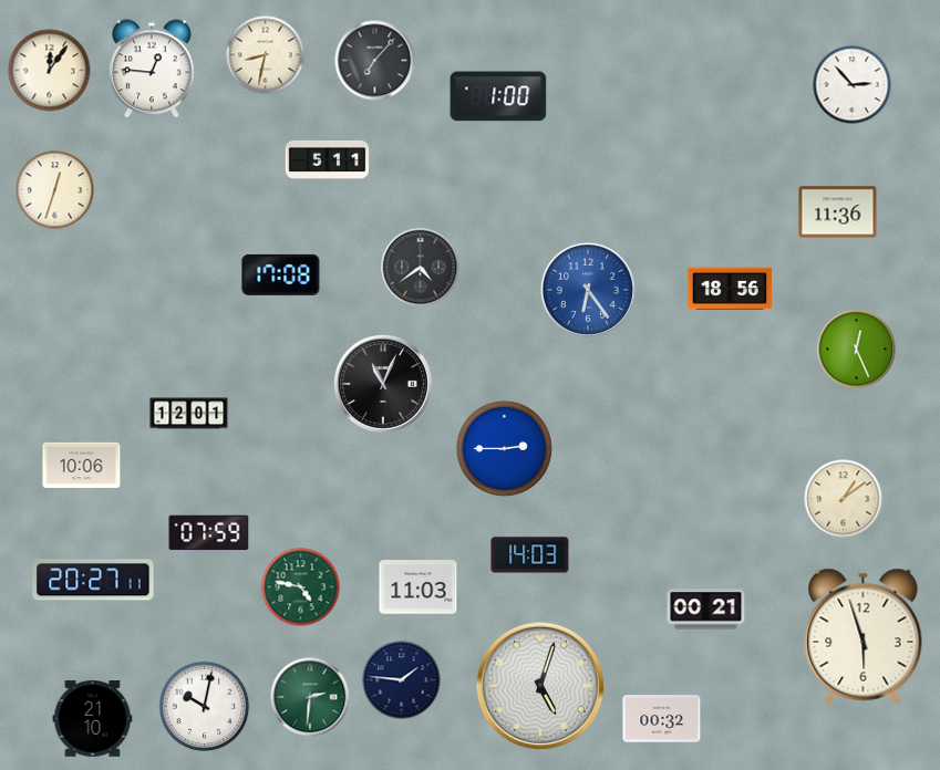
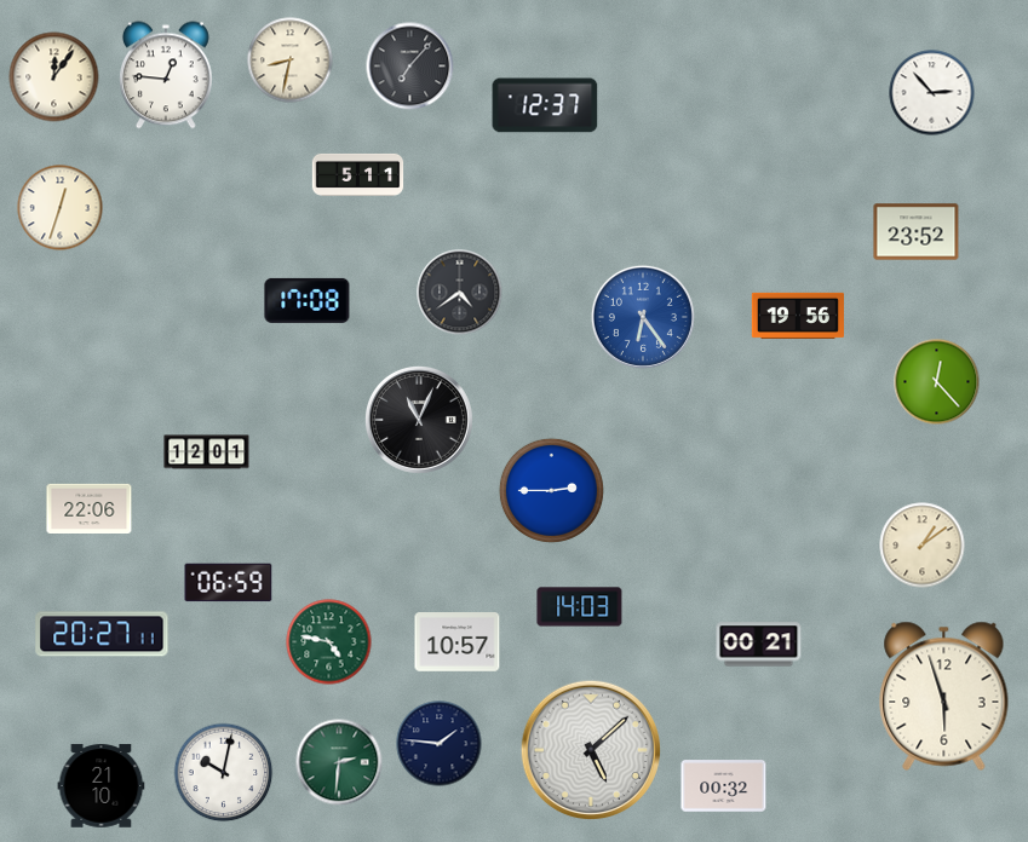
clock at (498, 96): 1:00 -> 12:37
clock at (838, 212): 11:36 -> 23:52
clock at (730, 289): 18:56 -> 19:56
clock at (857, 350): 12:26 -> 12:23
clock at (82, 465): 10:06 -> 22:06
clock at (209, 533): 07:59 -> 06:59
clock at (419, 587): 11:03 -> 10:57
clock at (706, 610) position: (706, 610) -> (759, 645)
clock at (540, 686): 5:03 -> 5:08
